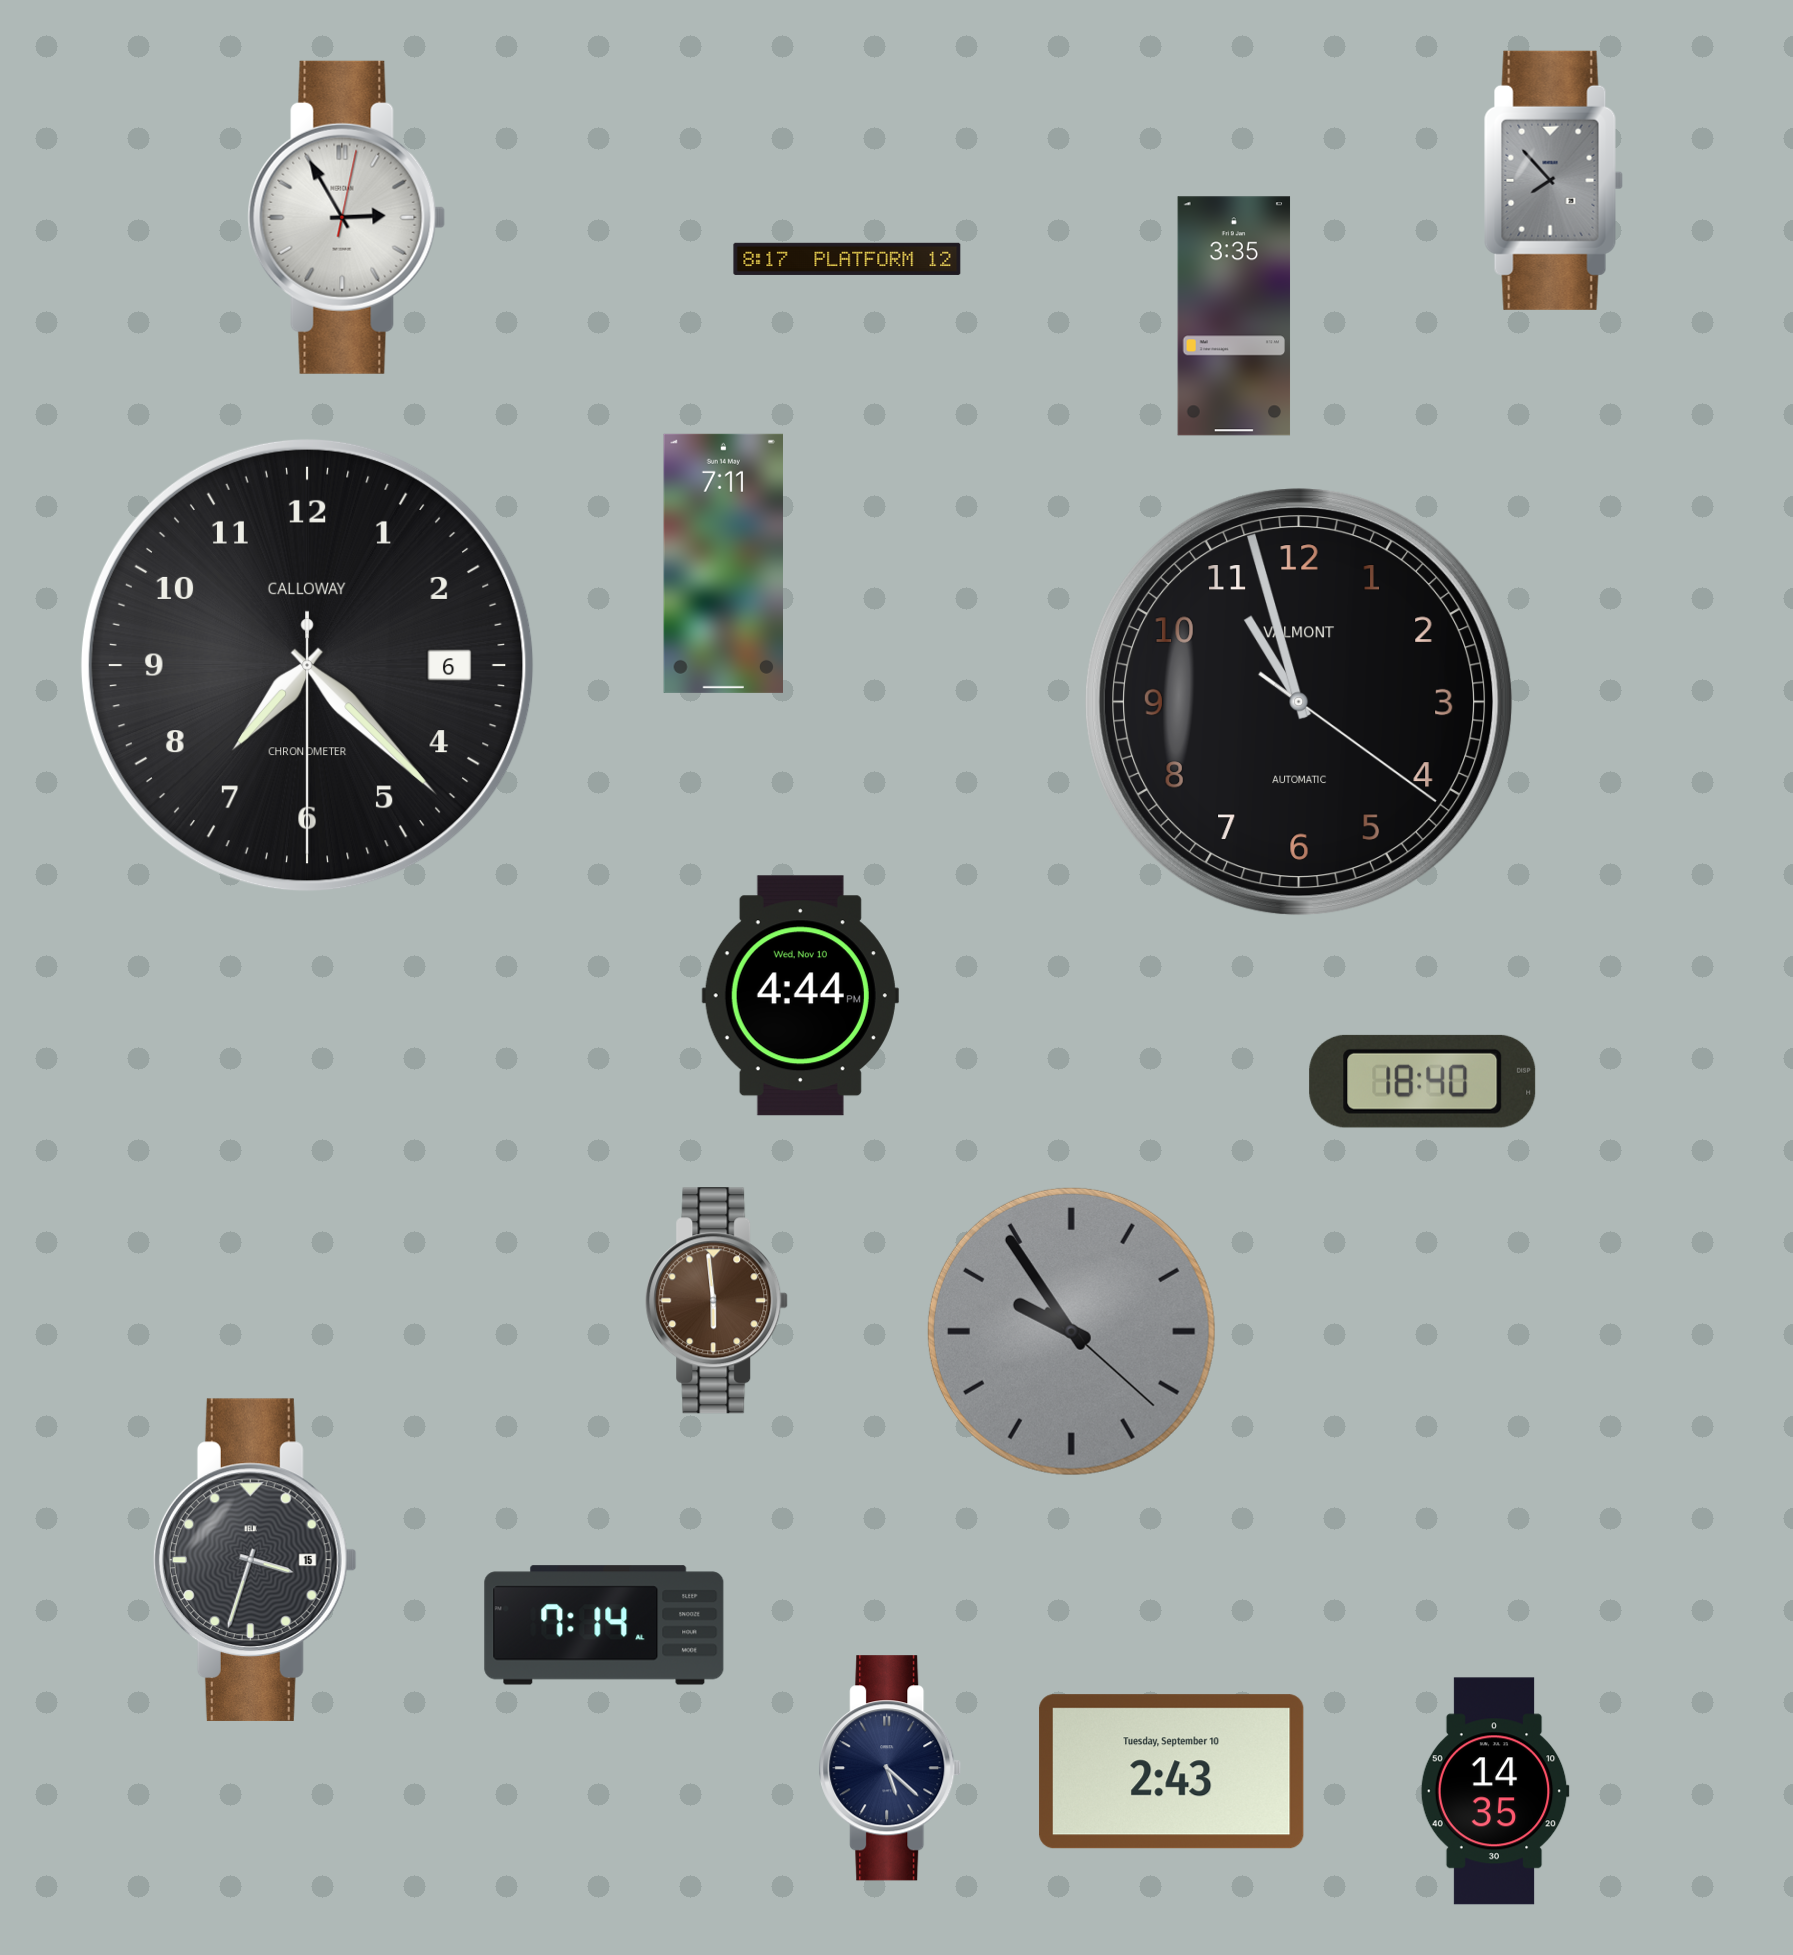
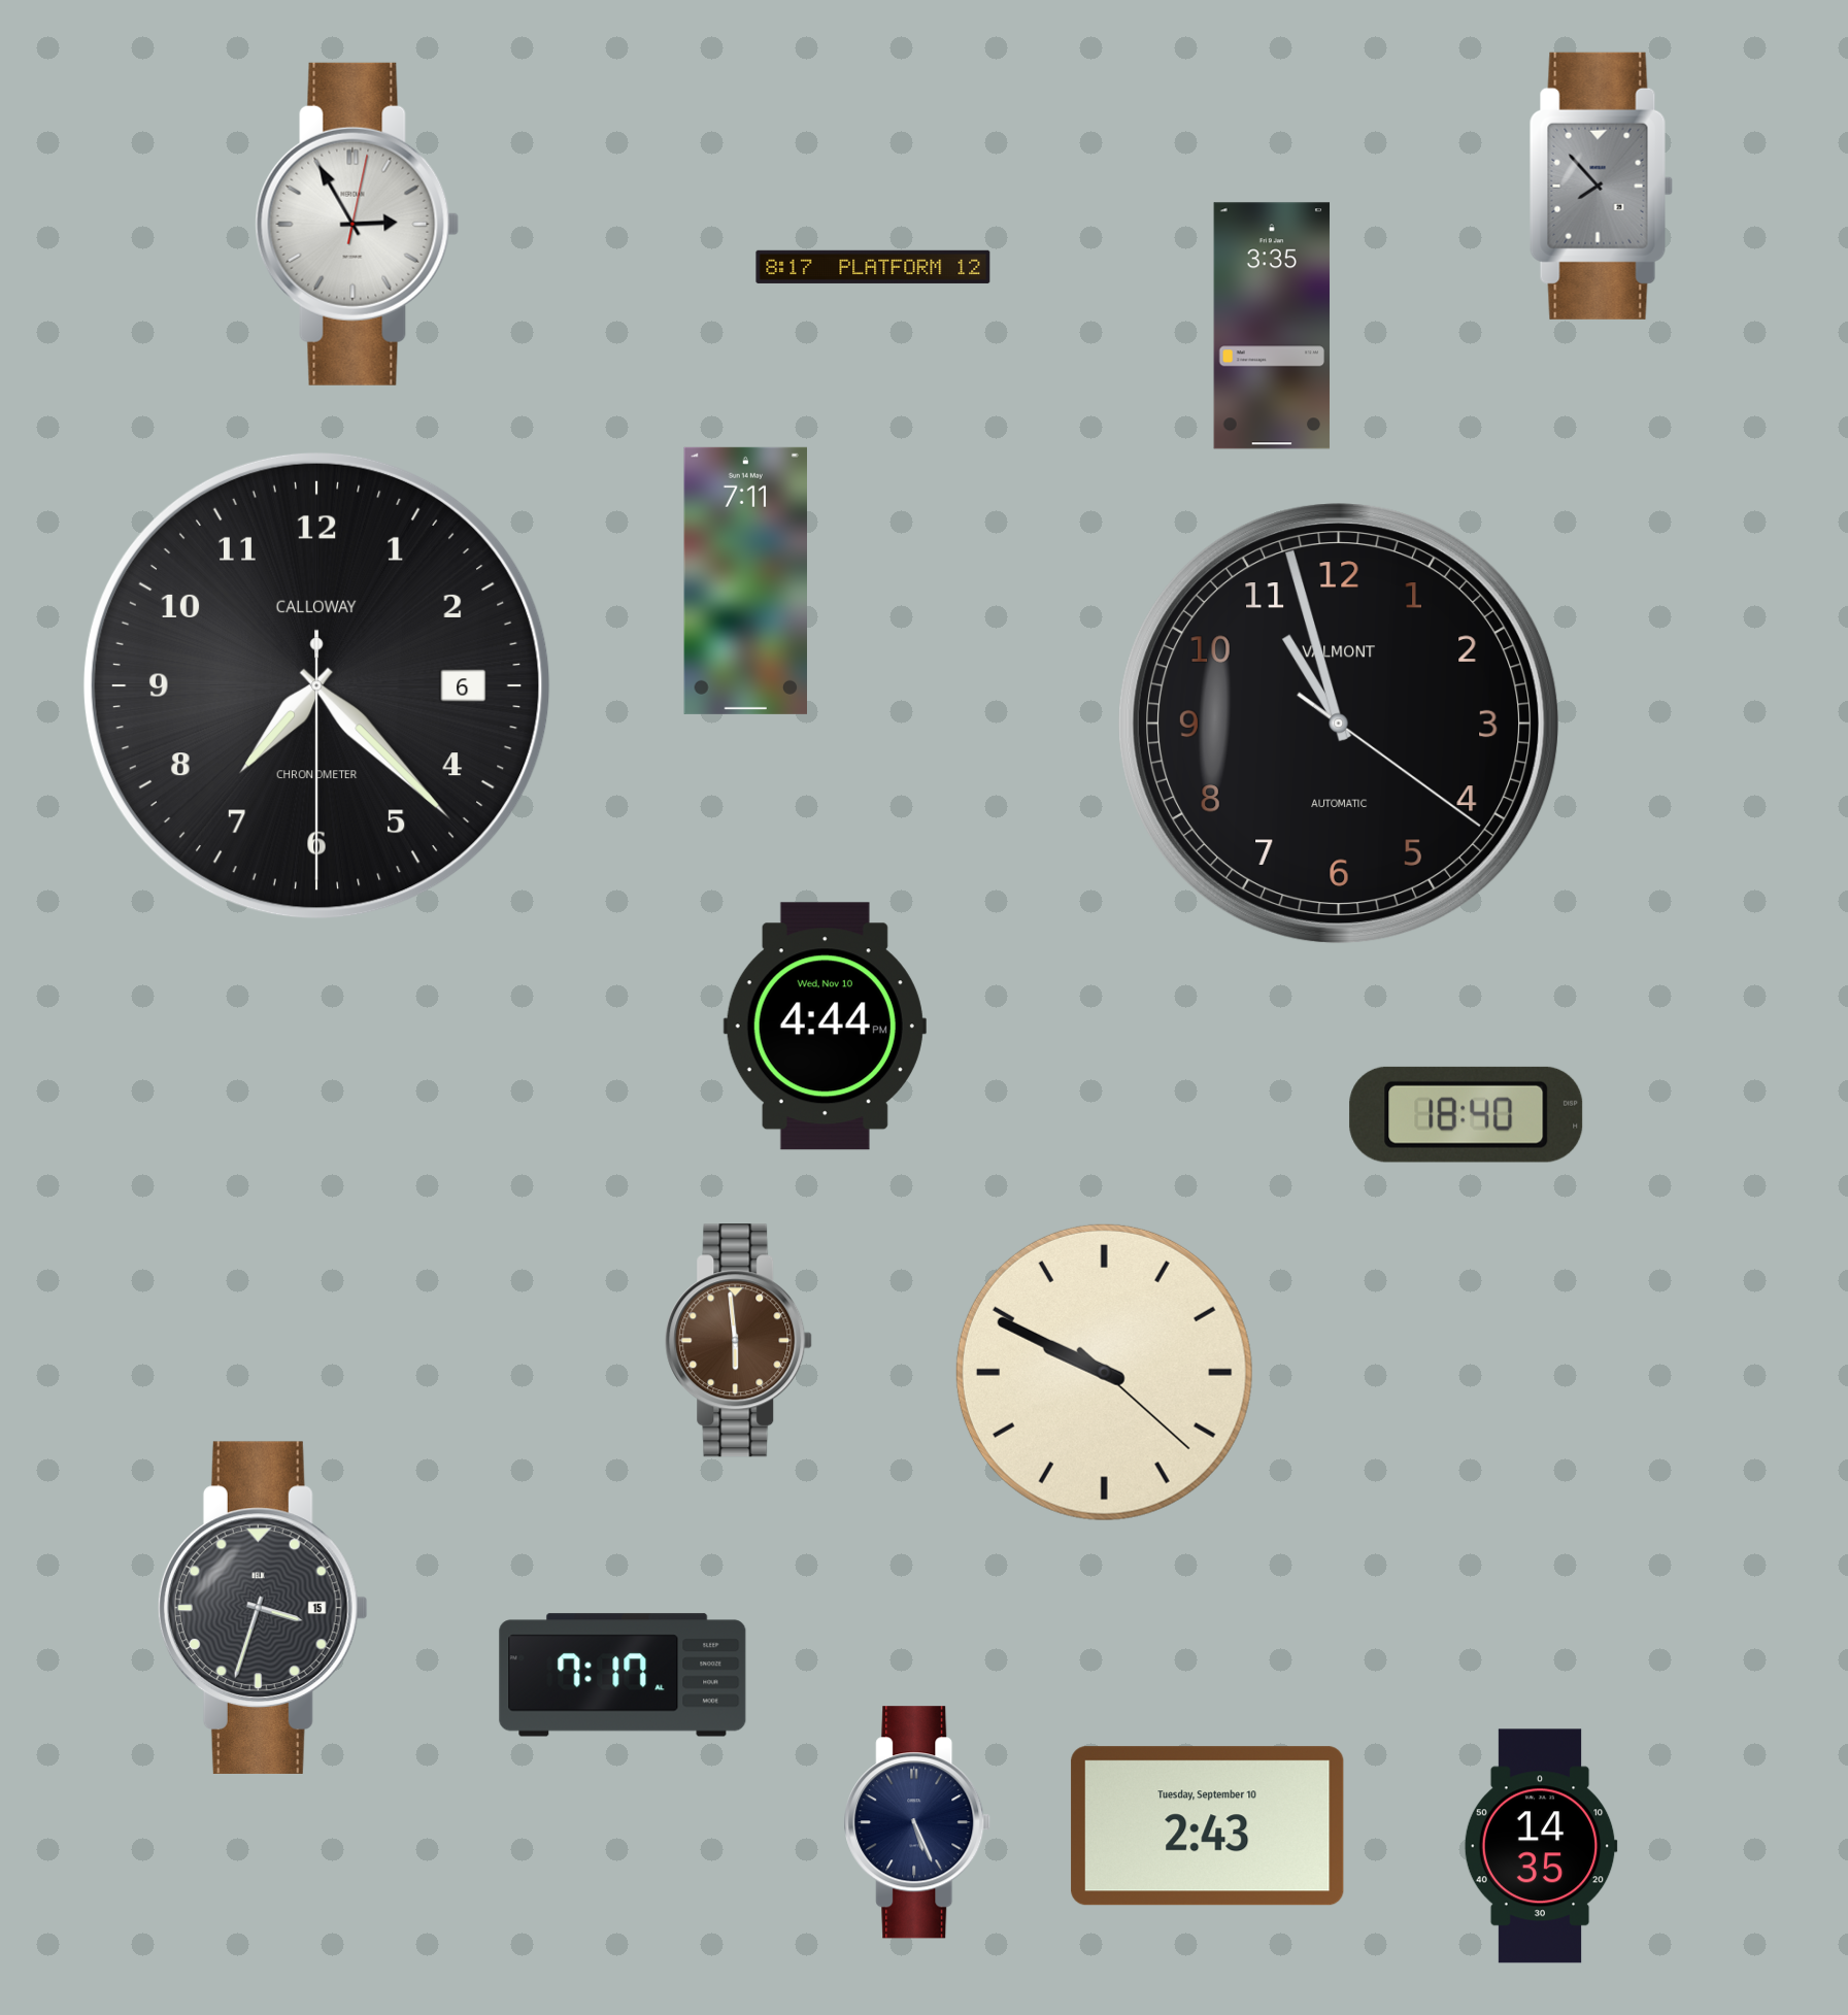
clock at (1071, 1331): 9:54 -> 9:49
clock at (1071, 1331) dial: grey -> cream
clock at (604, 1625): 7:14 -> 7:17
clock at (890, 1768): 5:22 -> 5:26
